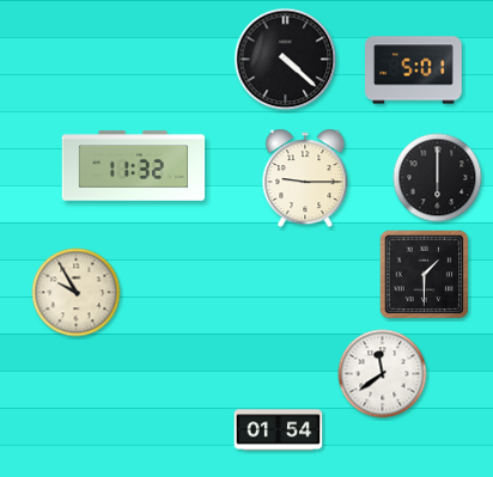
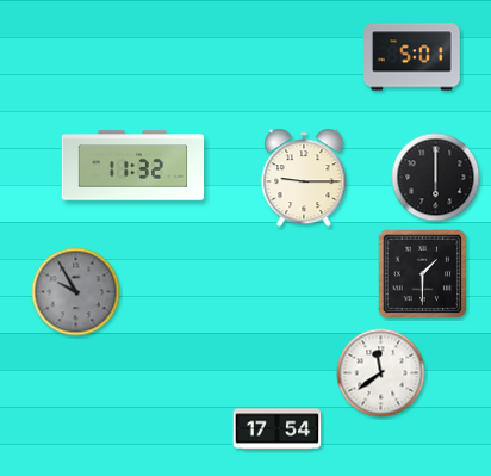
clock at (286, 60): 4:22 -> none
clock at (414, 71) position: (414, 71) -> (412, 57)
clock at (77, 293) dial: cream -> grey
clock at (279, 430): 01:54 -> 17:54
